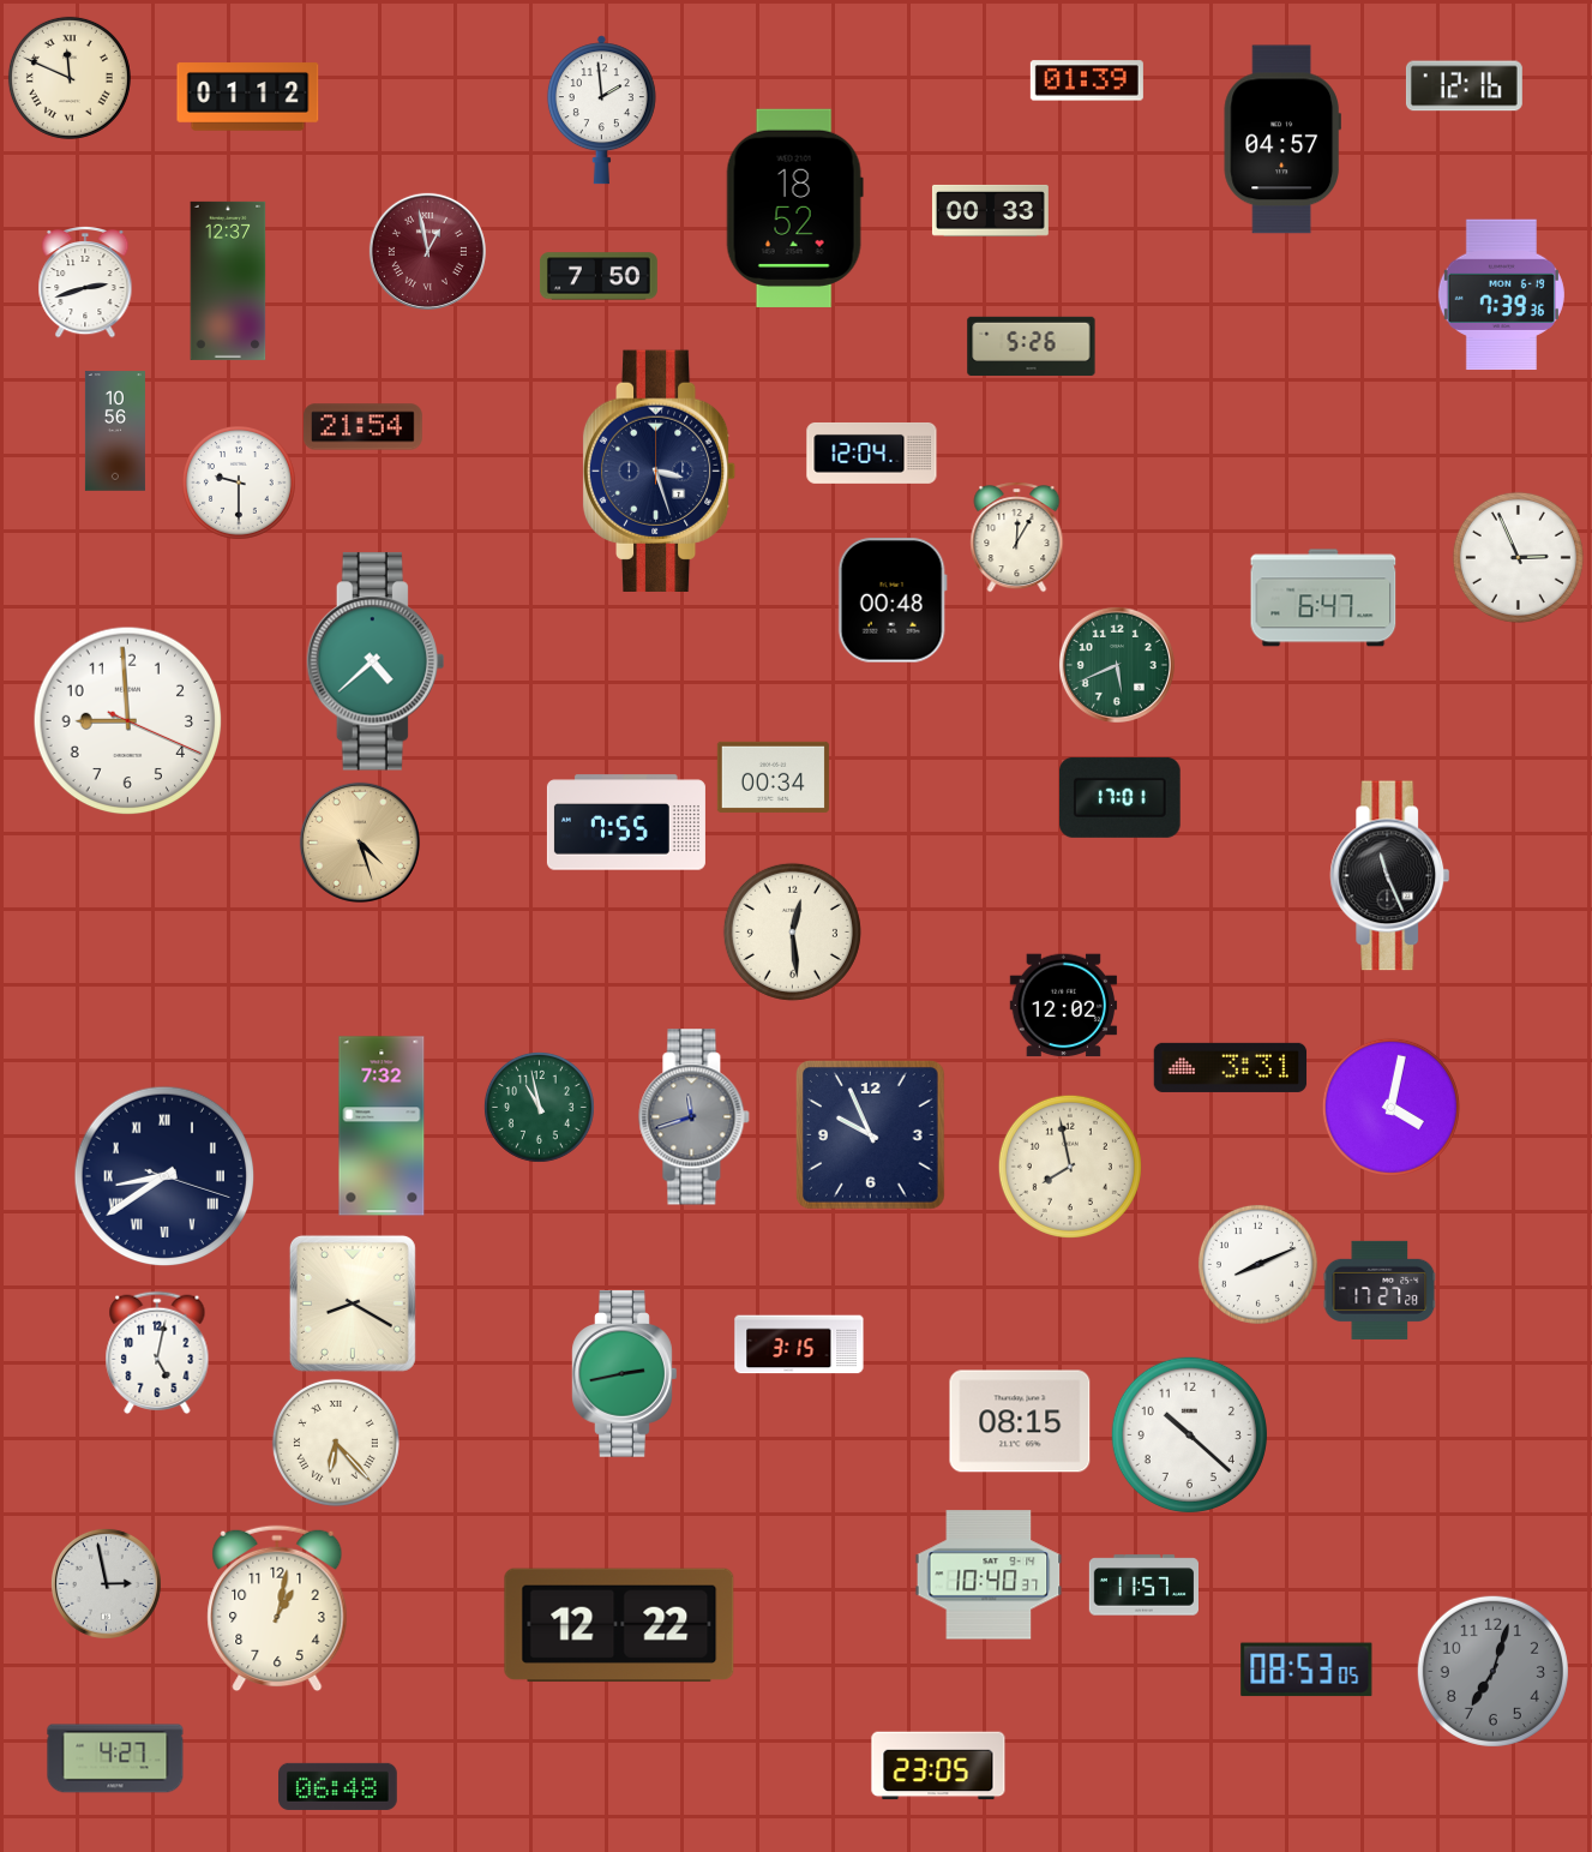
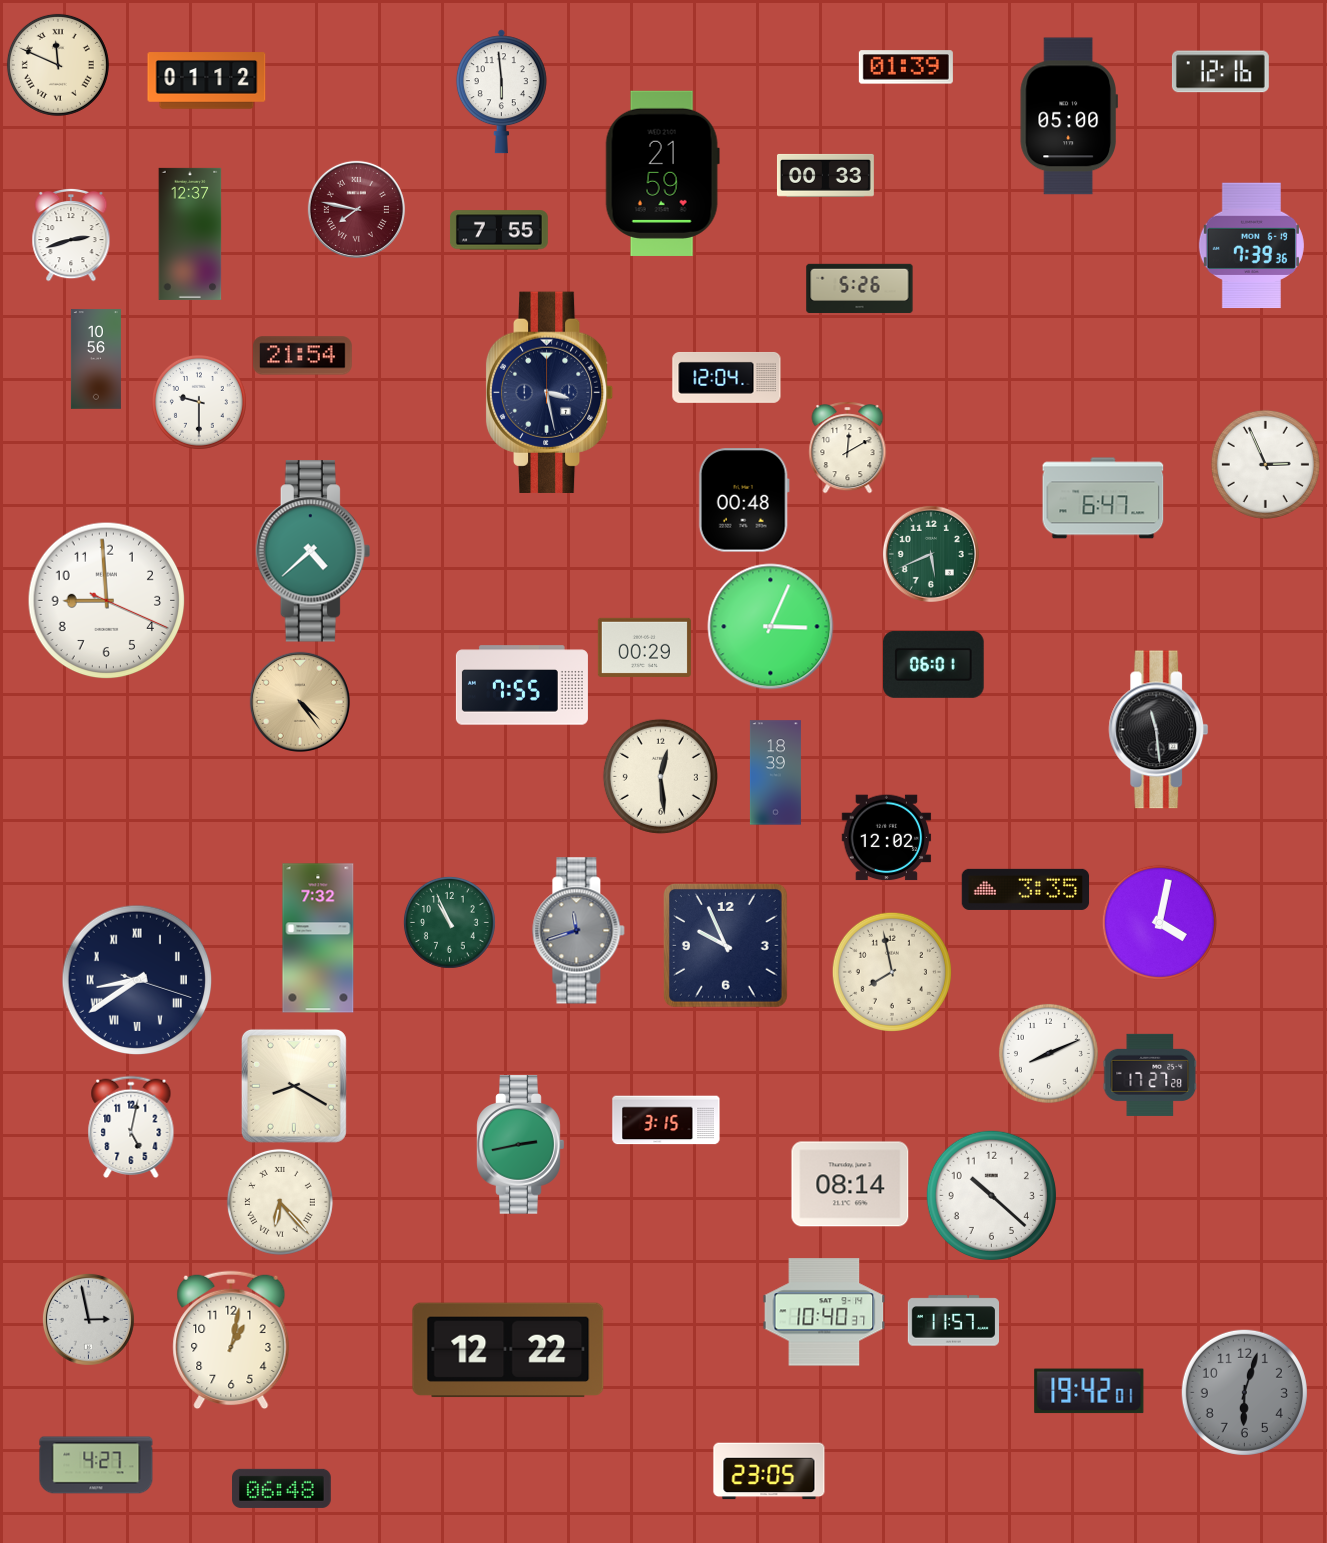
clock at (601, 110): 1:59 -> 5:59
clock at (1282, 139): 04:57 -> 05:00
clock at (794, 208): 18:52 -> 21:59
clock at (427, 251): 12:58 -> 7:47
clock at (599, 276): 7:50 -> 7:55
clock at (660, 471): 3:27 -> 3:28
clock at (1017, 538): 12:05 -> 12:10
clock at (771, 627): none -> 3:04
clock at (773, 777): 00:34 -> 00:29
clock at (1121, 797): 17:01 -> 06:01
clock at (360, 843): 4:27 -> 4:24
clock at (1390, 876): 11:26 -> 11:29
clock at (775, 773): none -> 18:39
clock at (1231, 1067): 3:31 -> 3:35
clock at (539, 1107): 10:58 -> 10:56
clock at (1020, 1421): 08:15 -> 08:14
clock at (619, 1625) position: (619, 1625) -> (508, 1350)
clock at (1306, 1670): 08:53 -> 19:42
clock at (1492, 1671): 7:03 -> 6:03
clock at (938, 1766) position: (938, 1766) -> (769, 1471)
